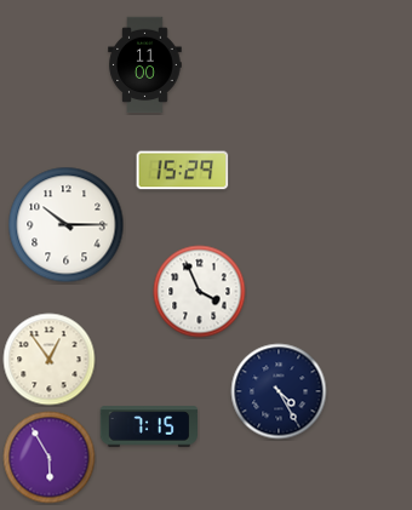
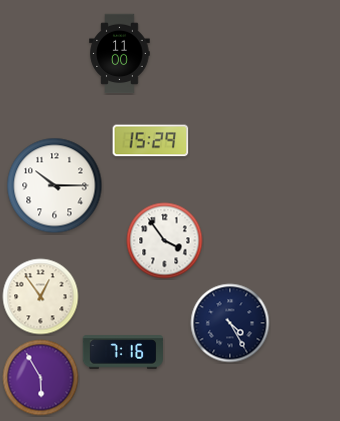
clock at (200, 292): 3:56 -> 3:54
clock at (148, 426): 7:15 -> 7:16
